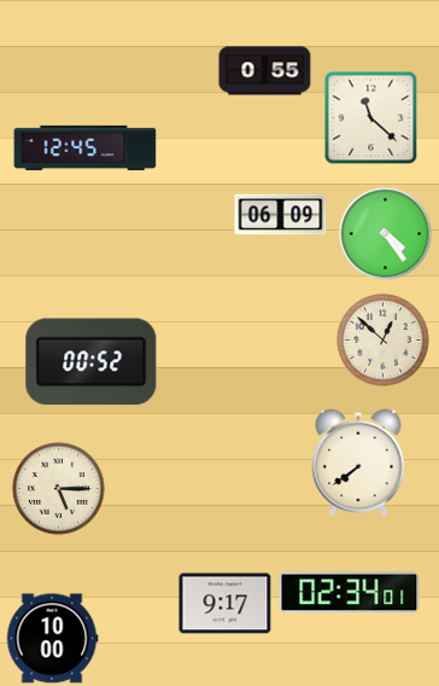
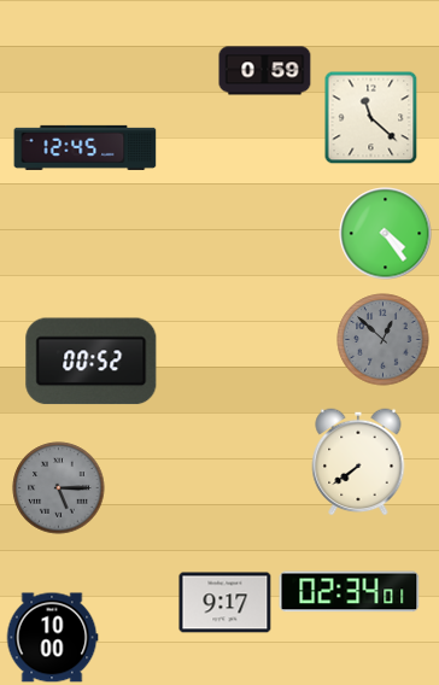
clock at (265, 71): 0:55 -> 0:59
clock at (281, 215): 06:09 -> none
clock at (384, 341) dial: cream -> grey
clock at (59, 489) dial: cream -> grey
